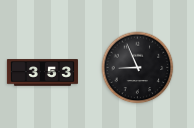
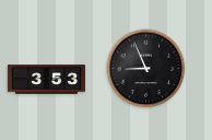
clock at (138, 68) position: (138, 68) -> (146, 69)
